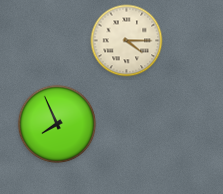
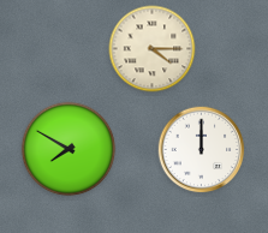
clock at (57, 124): 7:56 -> 7:50
clock at (202, 150): none -> 12:00
